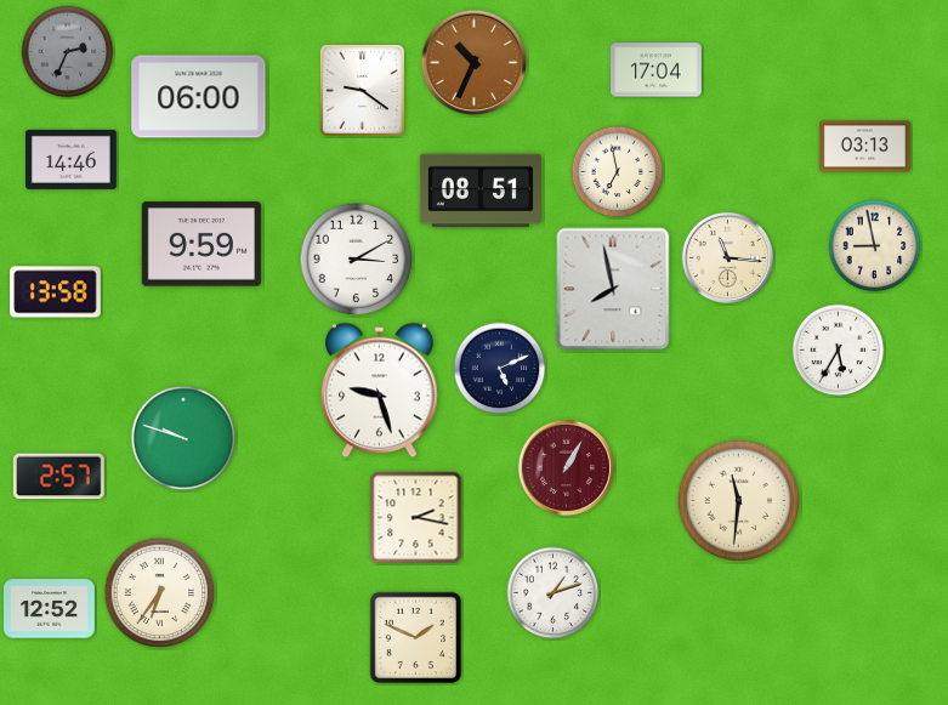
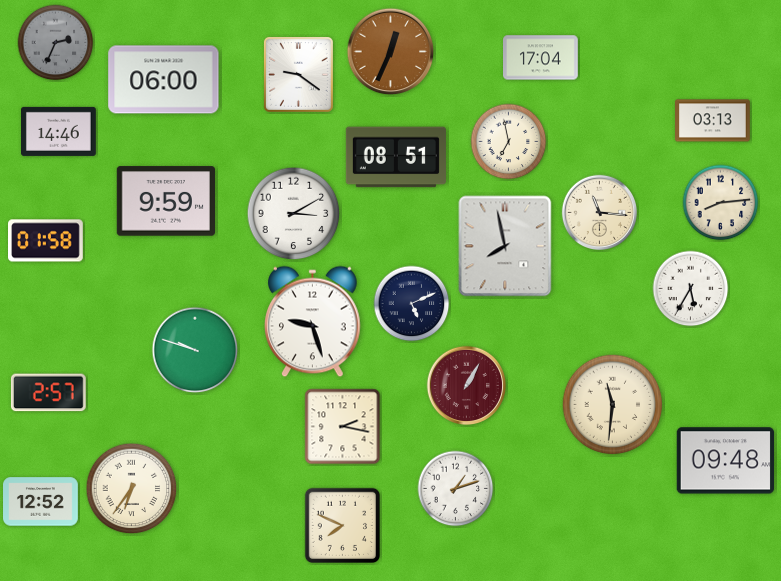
clock at (475, 63): 10:34 -> 12:34
clock at (875, 246): 8:58 -> 8:14
clock at (613, 289) position: (613, 289) -> (505, 246)
clock at (56, 292): 13:58 -> 01:58
clock at (183, 438) position: (183, 438) -> (195, 350)
clock at (739, 501) position: (739, 501) -> (613, 405)
clock at (726, 461): none -> 09:48
clock at (415, 637): 1:49 -> 7:49
